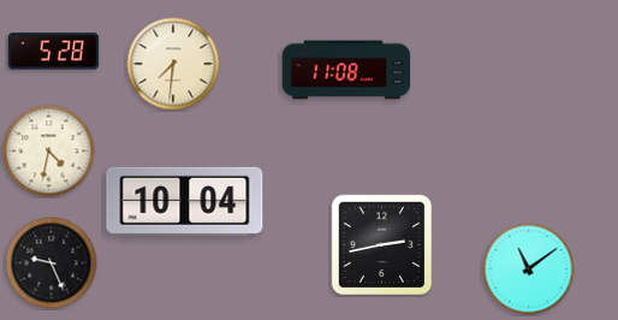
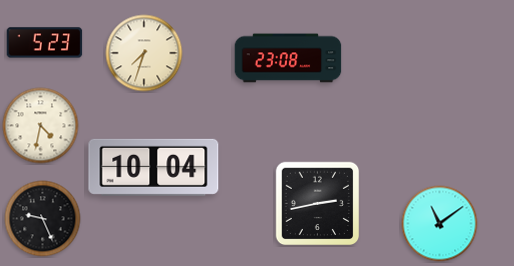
clock at (54, 52): 5:28 -> 5:23
clock at (173, 64): 7:31 -> 7:33
clock at (346, 70): 11:08 -> 23:08
